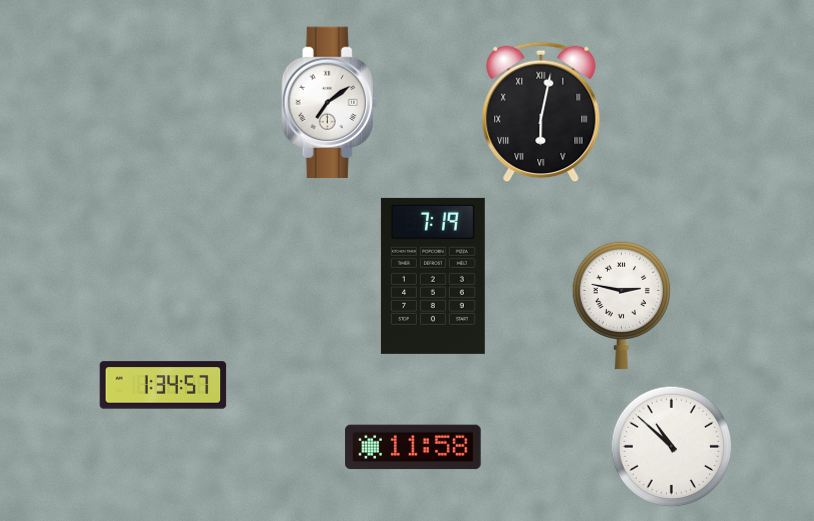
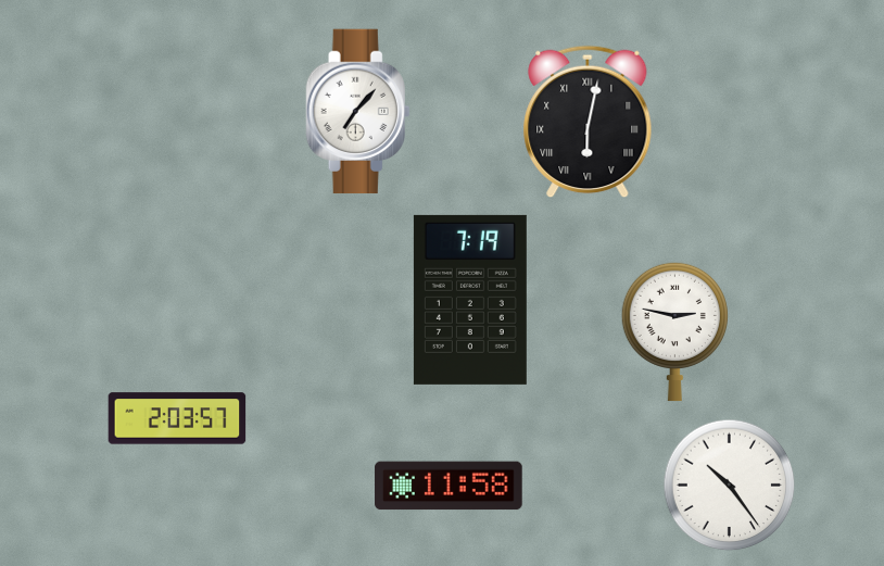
clock at (330, 103): 7:09 -> 7:07
clock at (163, 385): 1:34 -> 2:03
clock at (672, 447): 10:52 -> 10:24
